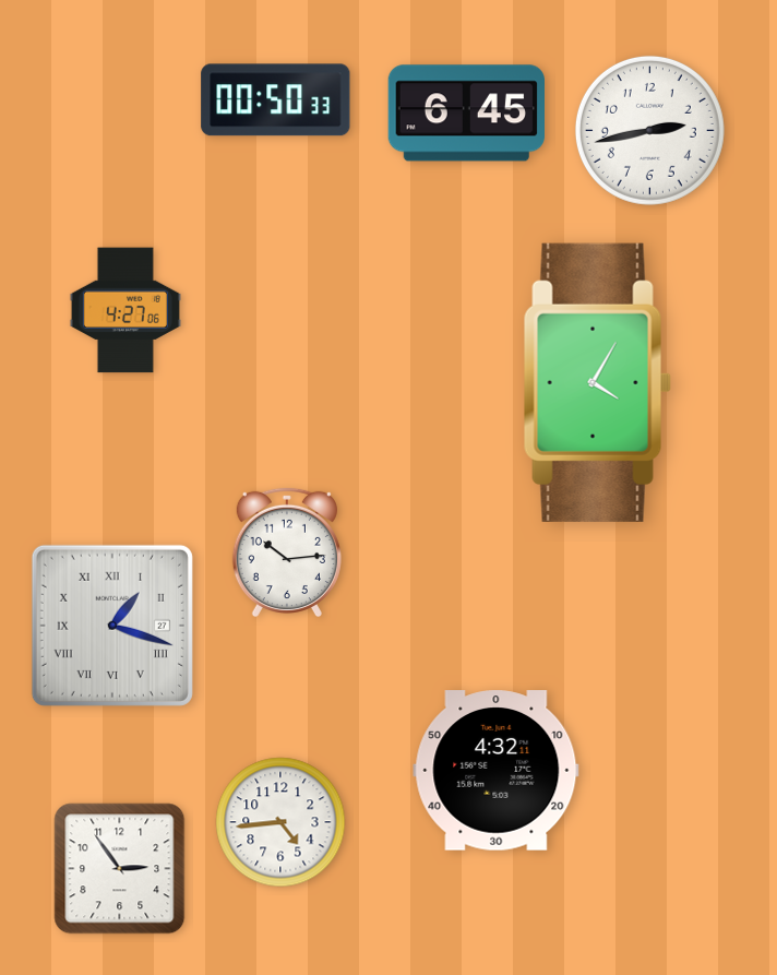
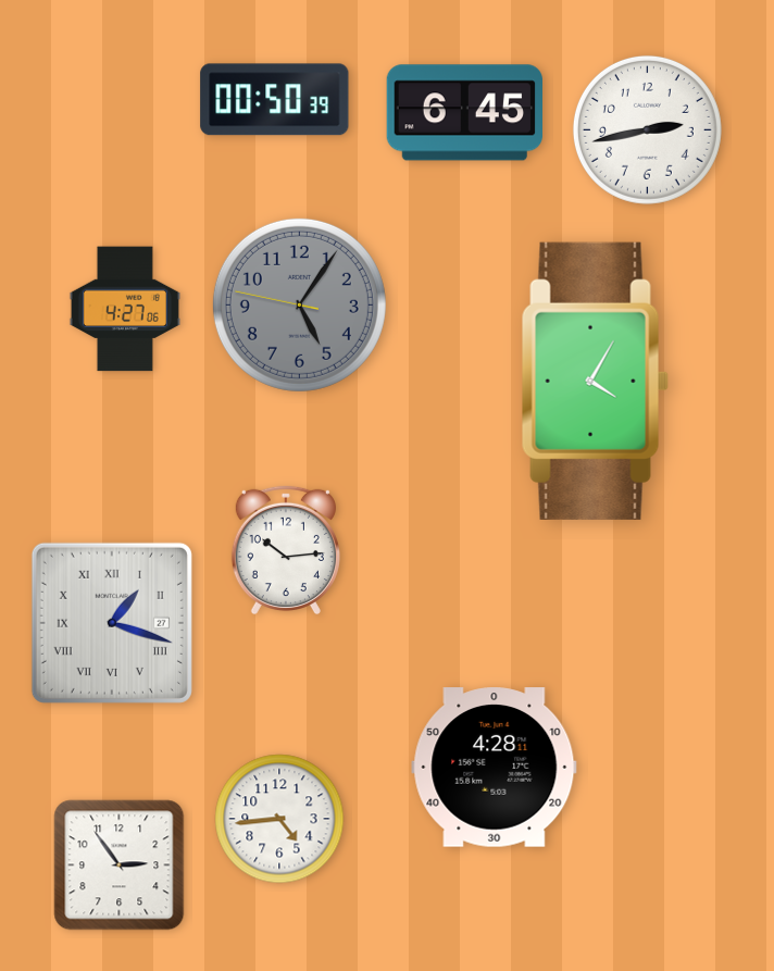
clock at (276, 100): 00:50:33 -> 00:50:39
clock at (299, 304): none -> 5:05
clock at (497, 771): 4:32 -> 4:28
